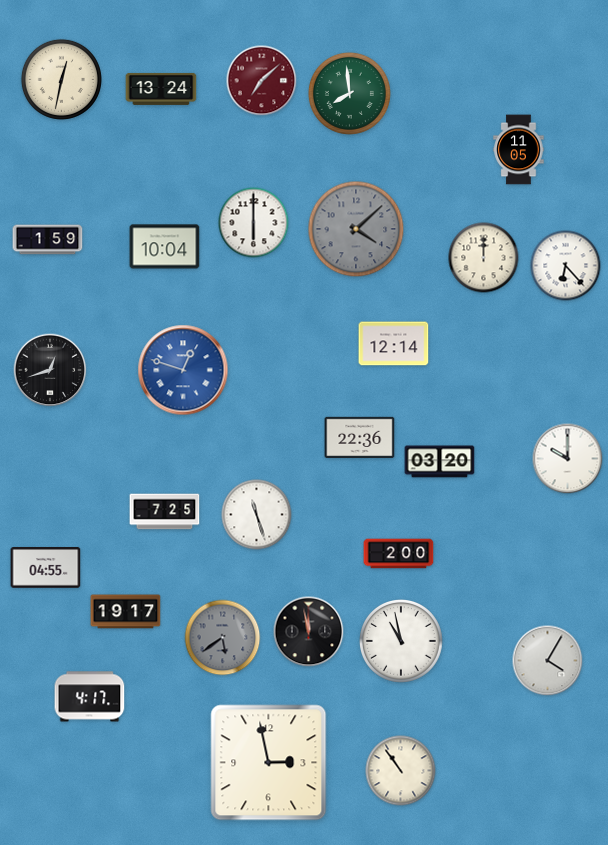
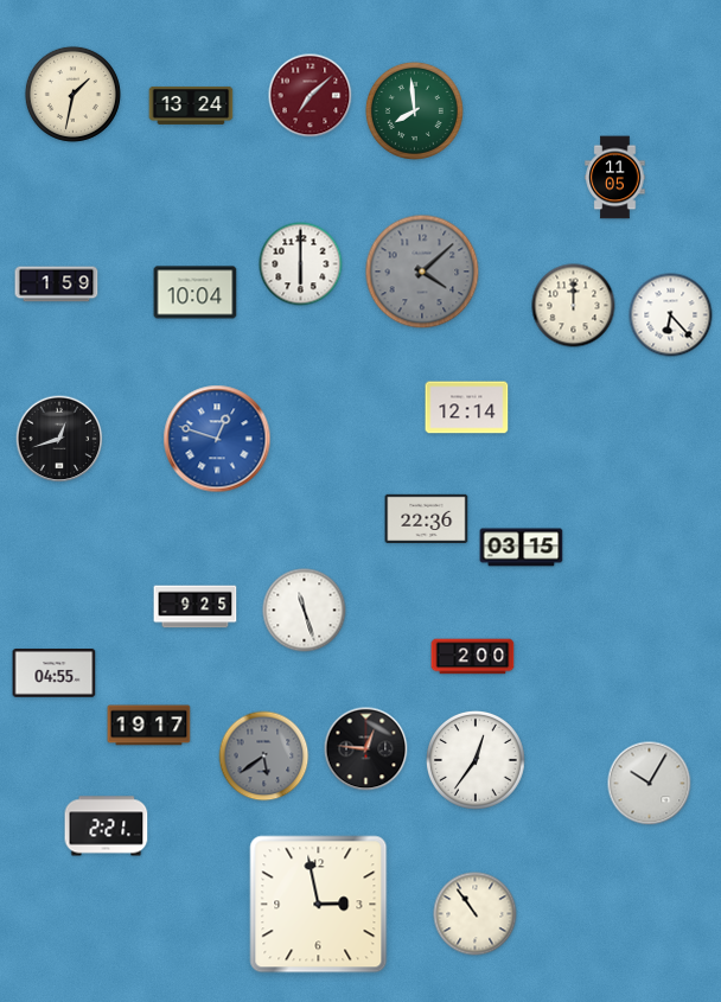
clock at (61, 79): 12:32 -> 1:32
clock at (568, 459): 10:00 -> none
clock at (440, 462): 03:20 -> 03:15
clock at (165, 512): 7:25 -> 9:25
clock at (309, 632): 11:58 -> 12:46
clock at (402, 642): 10:58 -> 12:36
clock at (548, 661): 4:05 -> 10:05
clock at (90, 697): 4:17 -> 2:21
